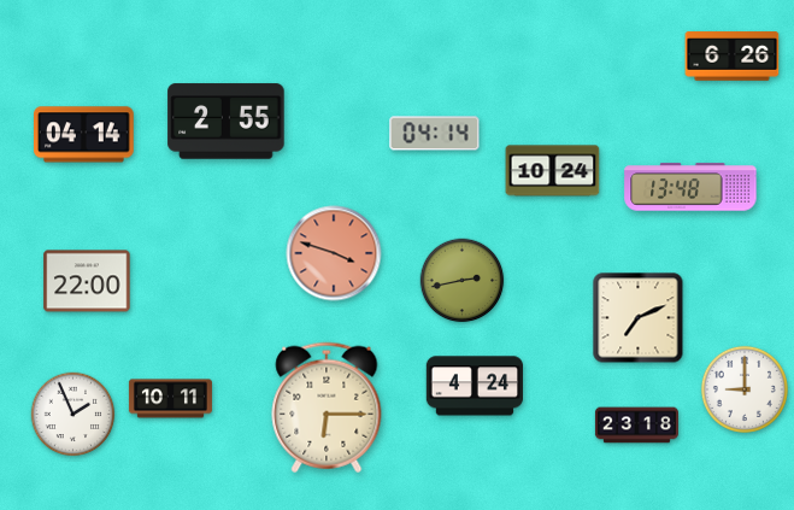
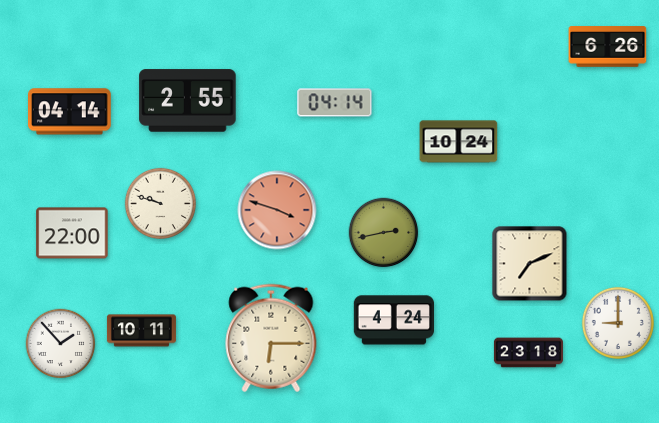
clock at (435, 134) position: (435, 134) -> (335, 103)
clock at (690, 187): 13:48 -> none
clock at (160, 203): none -> 9:48
clock at (73, 415): 1:56 -> 1:53
